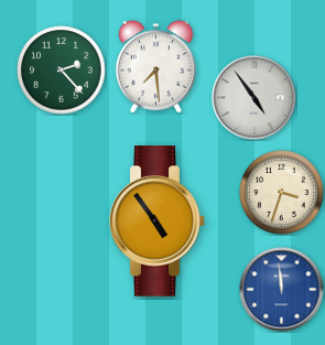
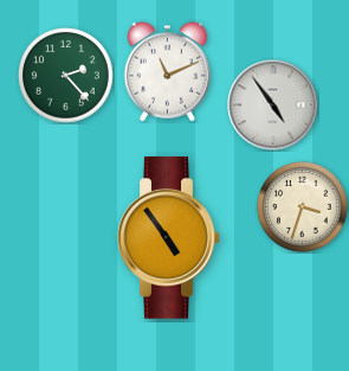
clock at (156, 67): 7:29 -> 11:11
clock at (282, 290): 11:59 -> none
